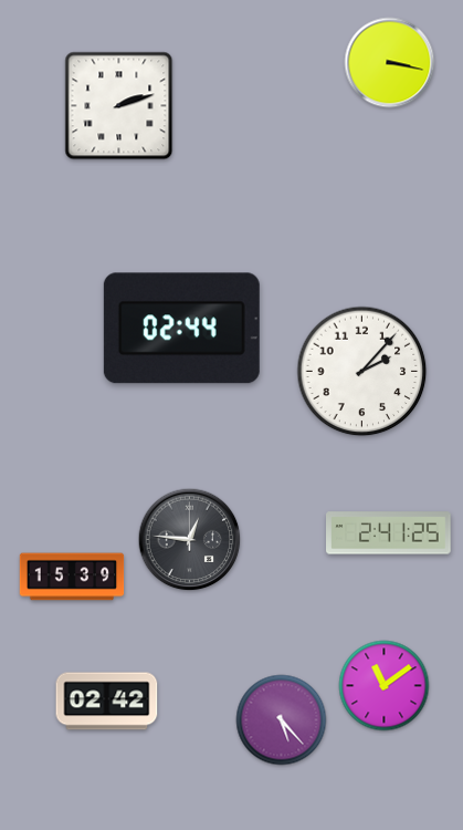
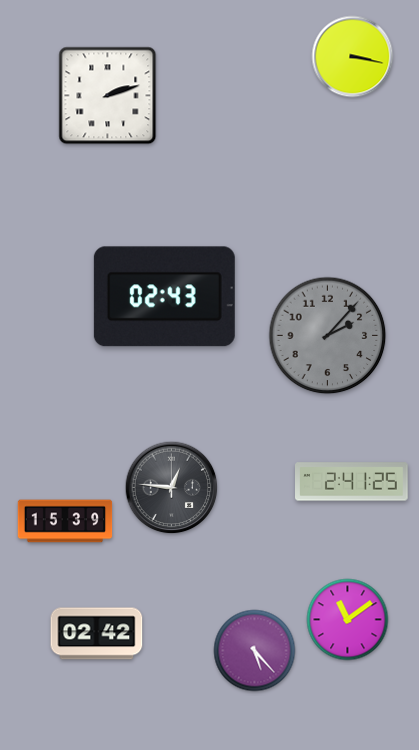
clock at (181, 329): 02:44 -> 02:43
clock at (362, 372) dial: white -> grey
